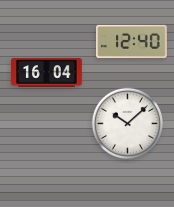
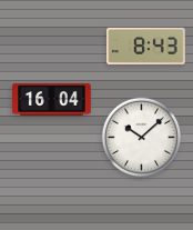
clock at (132, 41): 12:40 -> 8:43
clock at (47, 73) position: (47, 73) -> (52, 100)
